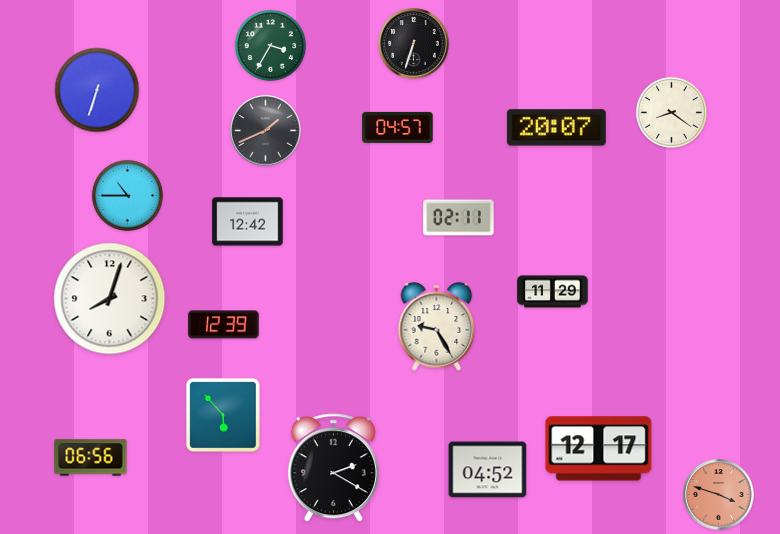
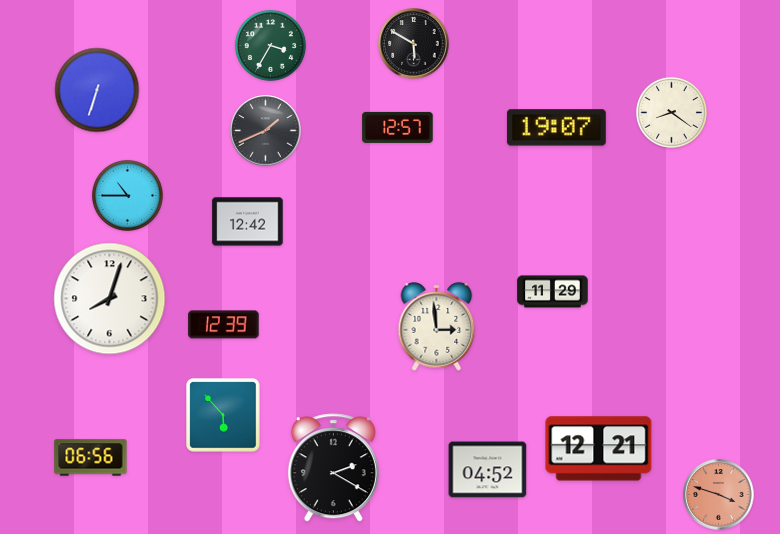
clock at (414, 44): 6:33 -> 5:50
clock at (398, 127): 04:57 -> 12:57
clock at (556, 128): 20:07 -> 19:07
clock at (459, 218): 02:11 -> none
clock at (437, 327): 9:25 -> 2:59
clock at (599, 449): 12:17 -> 12:21
